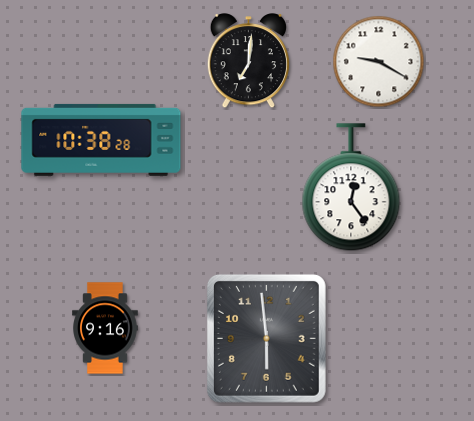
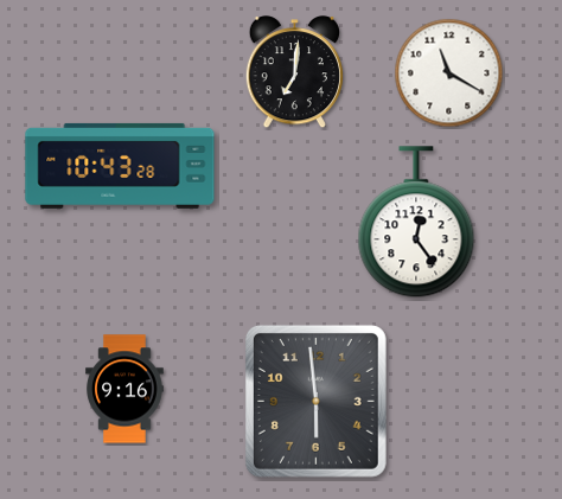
clock at (379, 62): 9:20 -> 11:20
clock at (101, 140): 10:38 -> 10:43
